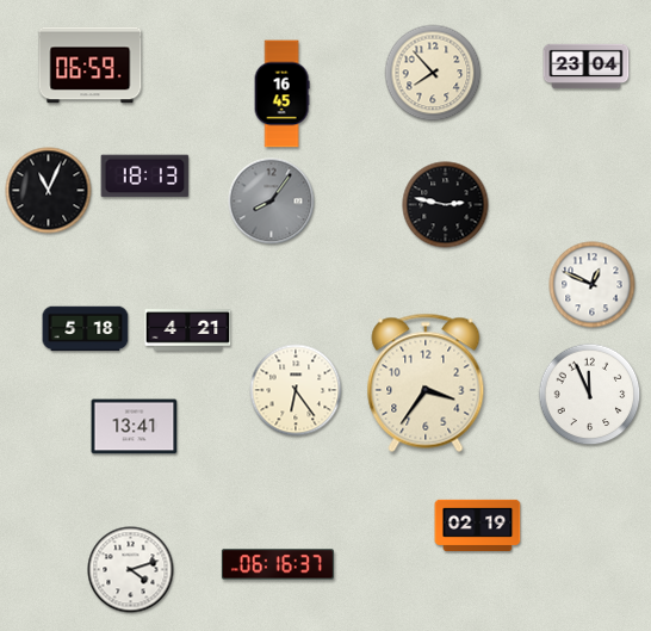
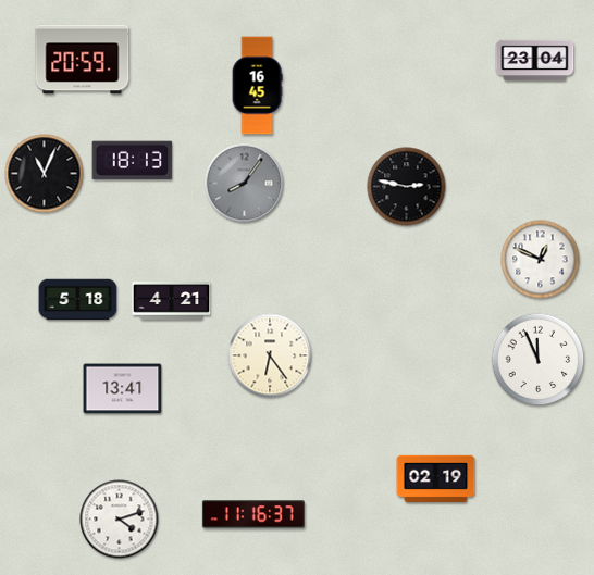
clock at (91, 66): 06:59 -> 20:59
clock at (433, 73): 7:53 -> none
clock at (272, 202) position: (272, 202) -> (245, 184)
clock at (426, 383): 3:36 -> none
clock at (278, 564): 06:16 -> 11:16
